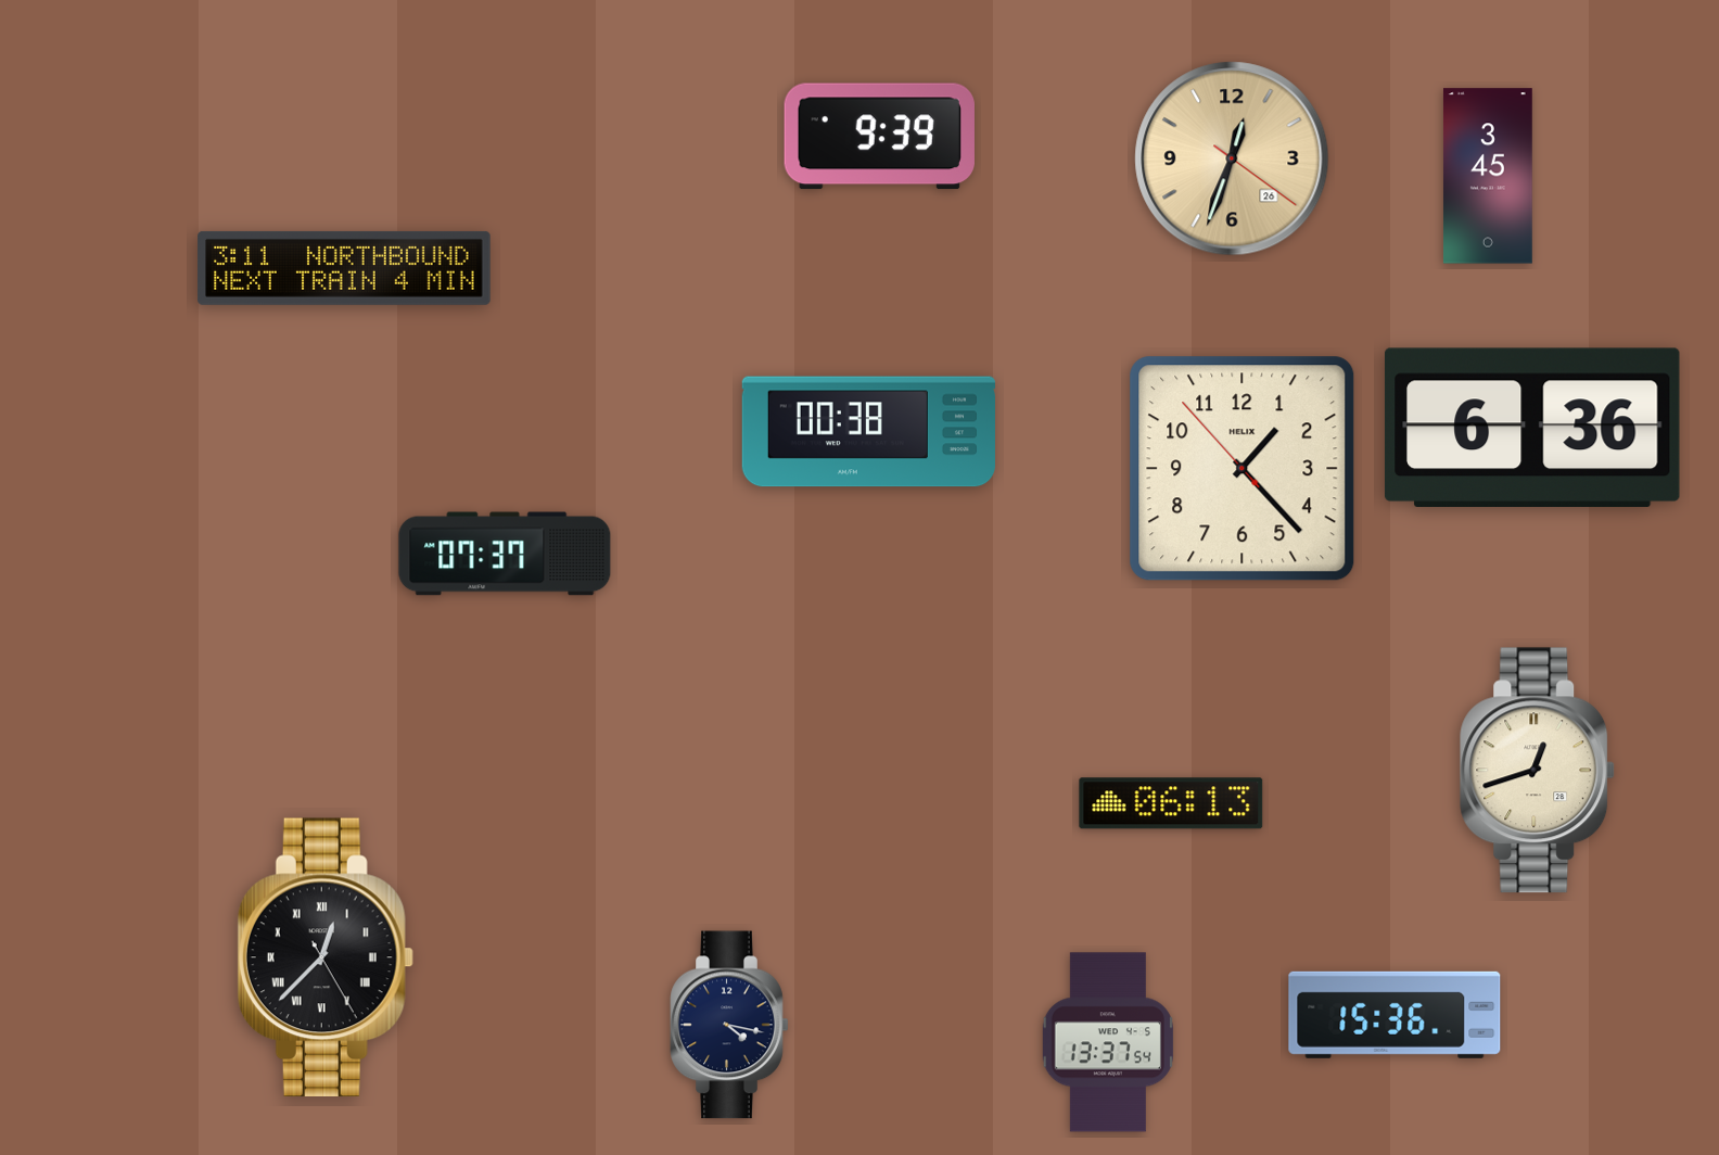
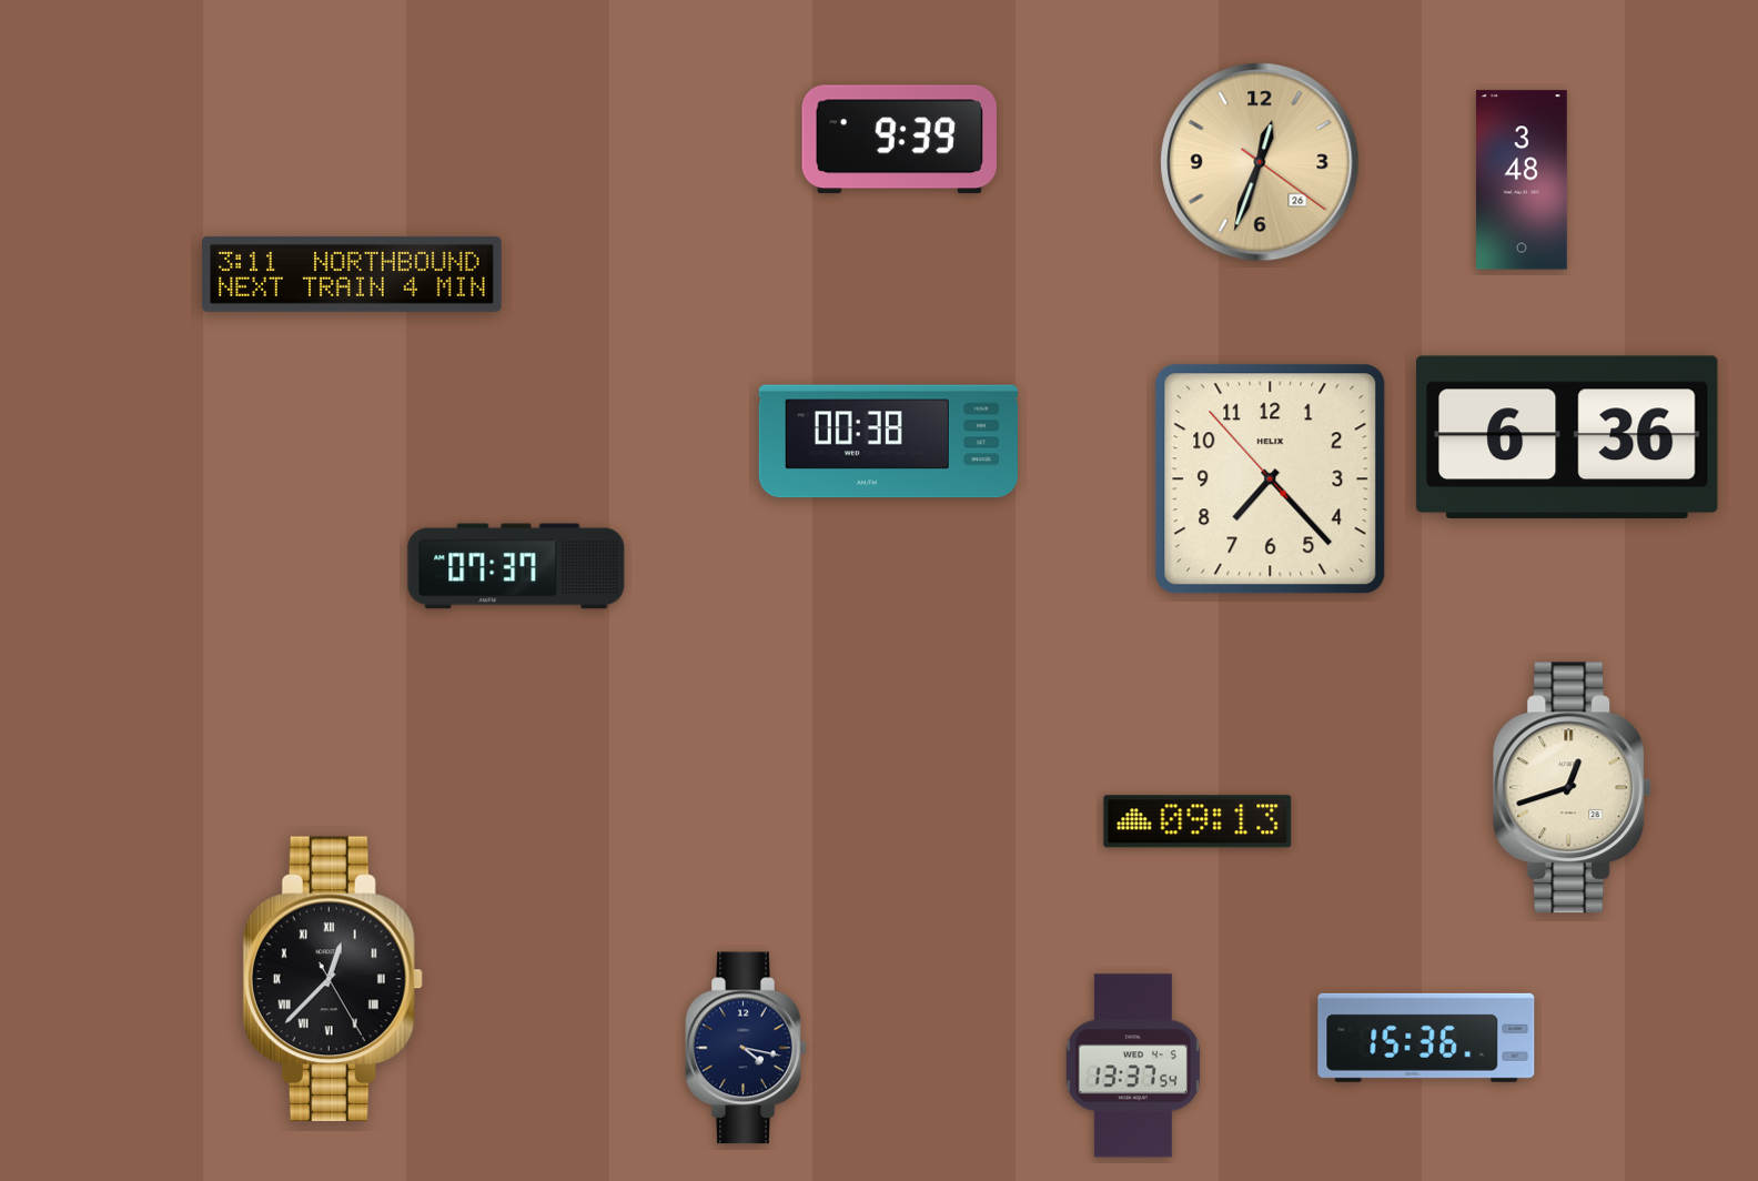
clock at (1488, 176): 3:45 -> 3:48
clock at (1243, 469): 1:22 -> 7:22
clock at (1171, 803): 06:13 -> 09:13
